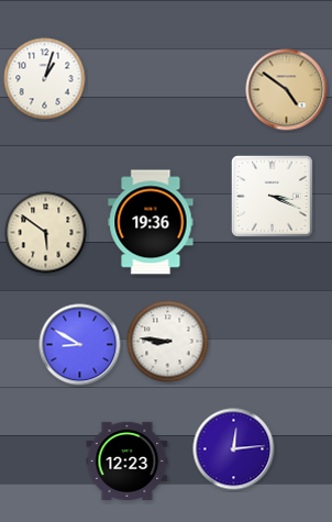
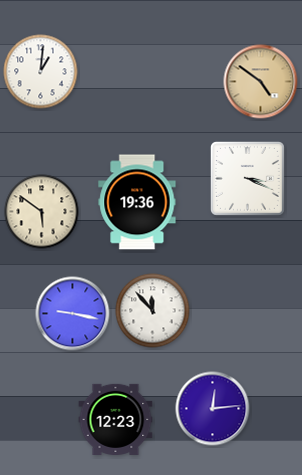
clock at (45, 79): 1:03 -> 1:01
clock at (168, 342): 8:46 -> 11:53
clock at (80, 345): 8:50 -> 9:17
